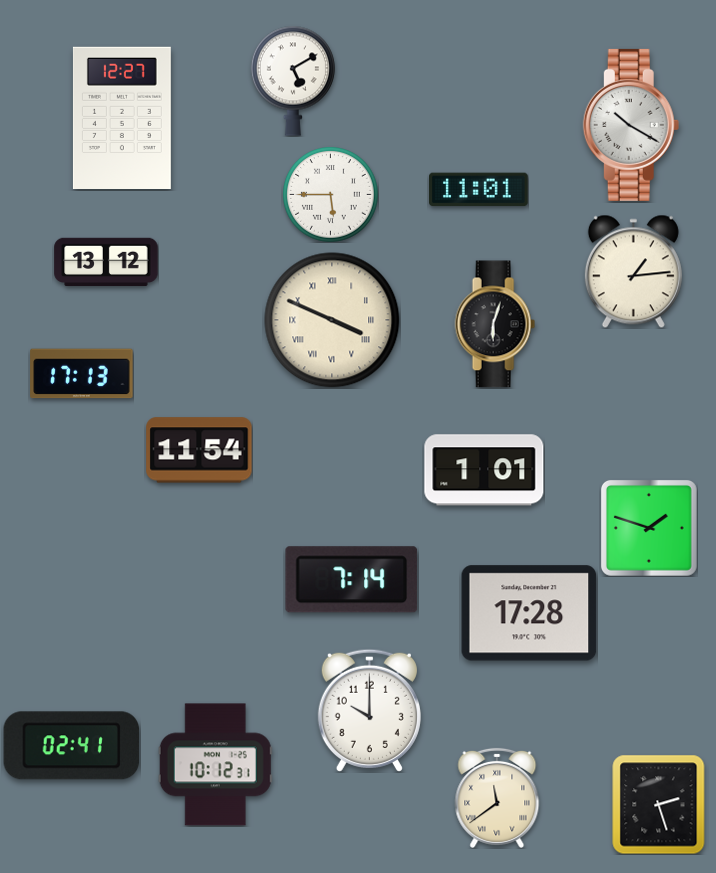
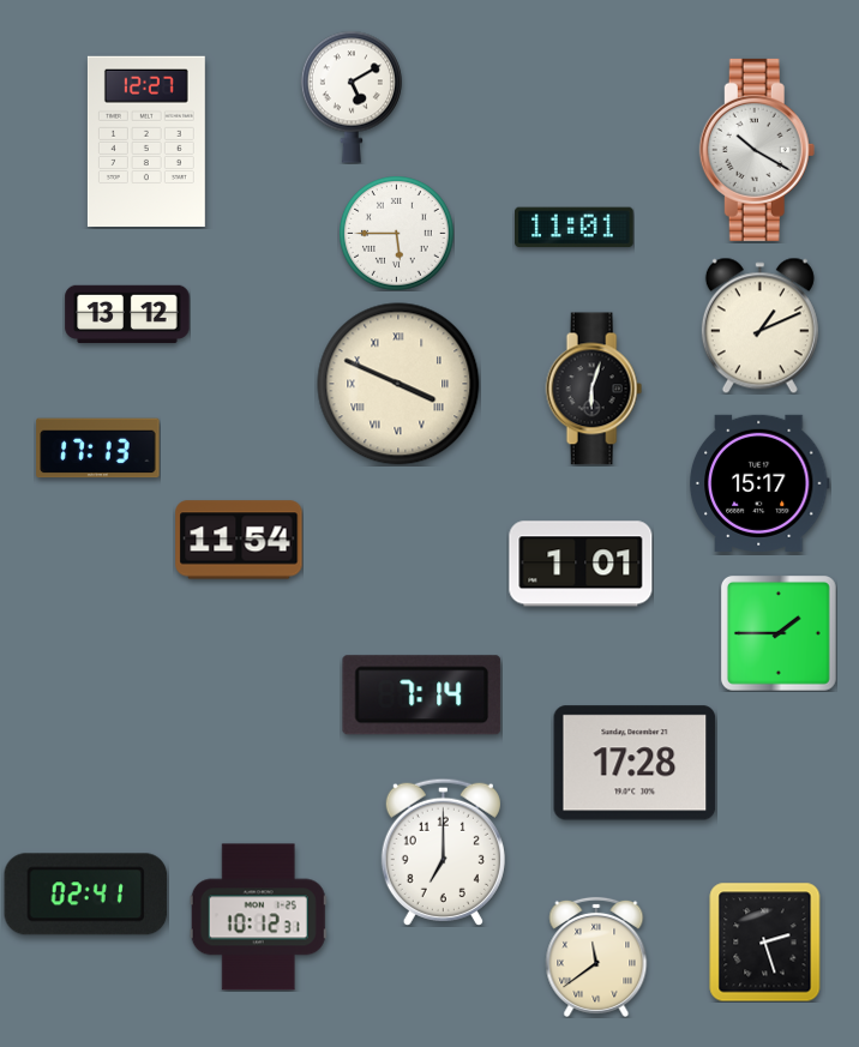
clock at (633, 271): 1:14 -> 1:11
clock at (759, 483): none -> 15:17
clock at (649, 528): 1:48 -> 1:45
clock at (529, 613) position: (529, 613) -> (635, 763)
clock at (369, 710): 10:00 -> 7:00
clock at (659, 804) position: (659, 804) -> (765, 941)
